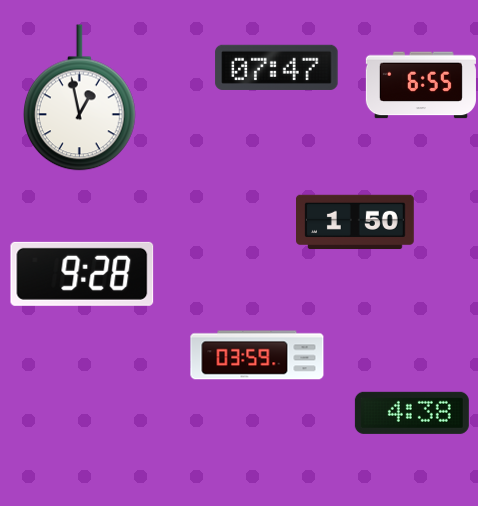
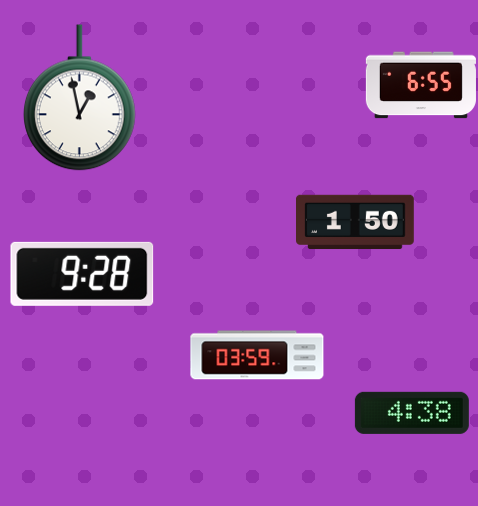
clock at (277, 67): 07:47 -> none
